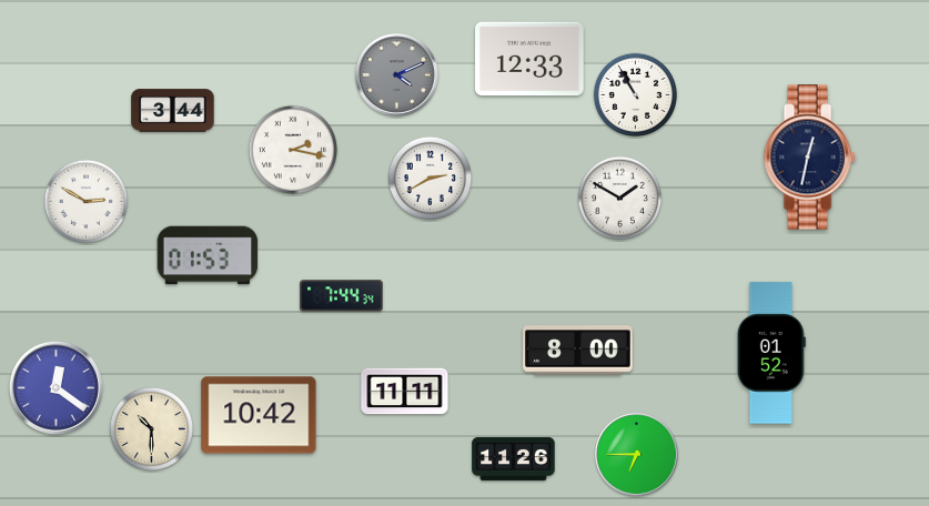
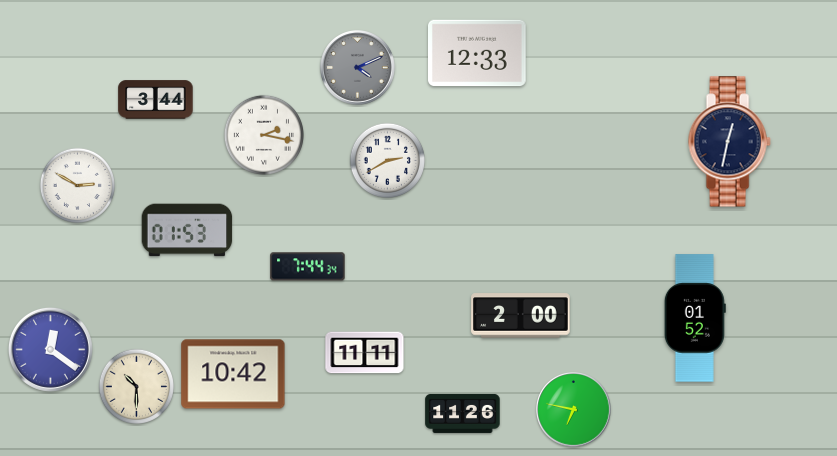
clock at (635, 94): 10:55 -> none
clock at (619, 198): 1:50 -> none
clock at (85, 201) position: (85, 201) -> (77, 185)
clock at (578, 351): 8:00 -> 2:00
clock at (637, 455): 6:45 -> 6:47
